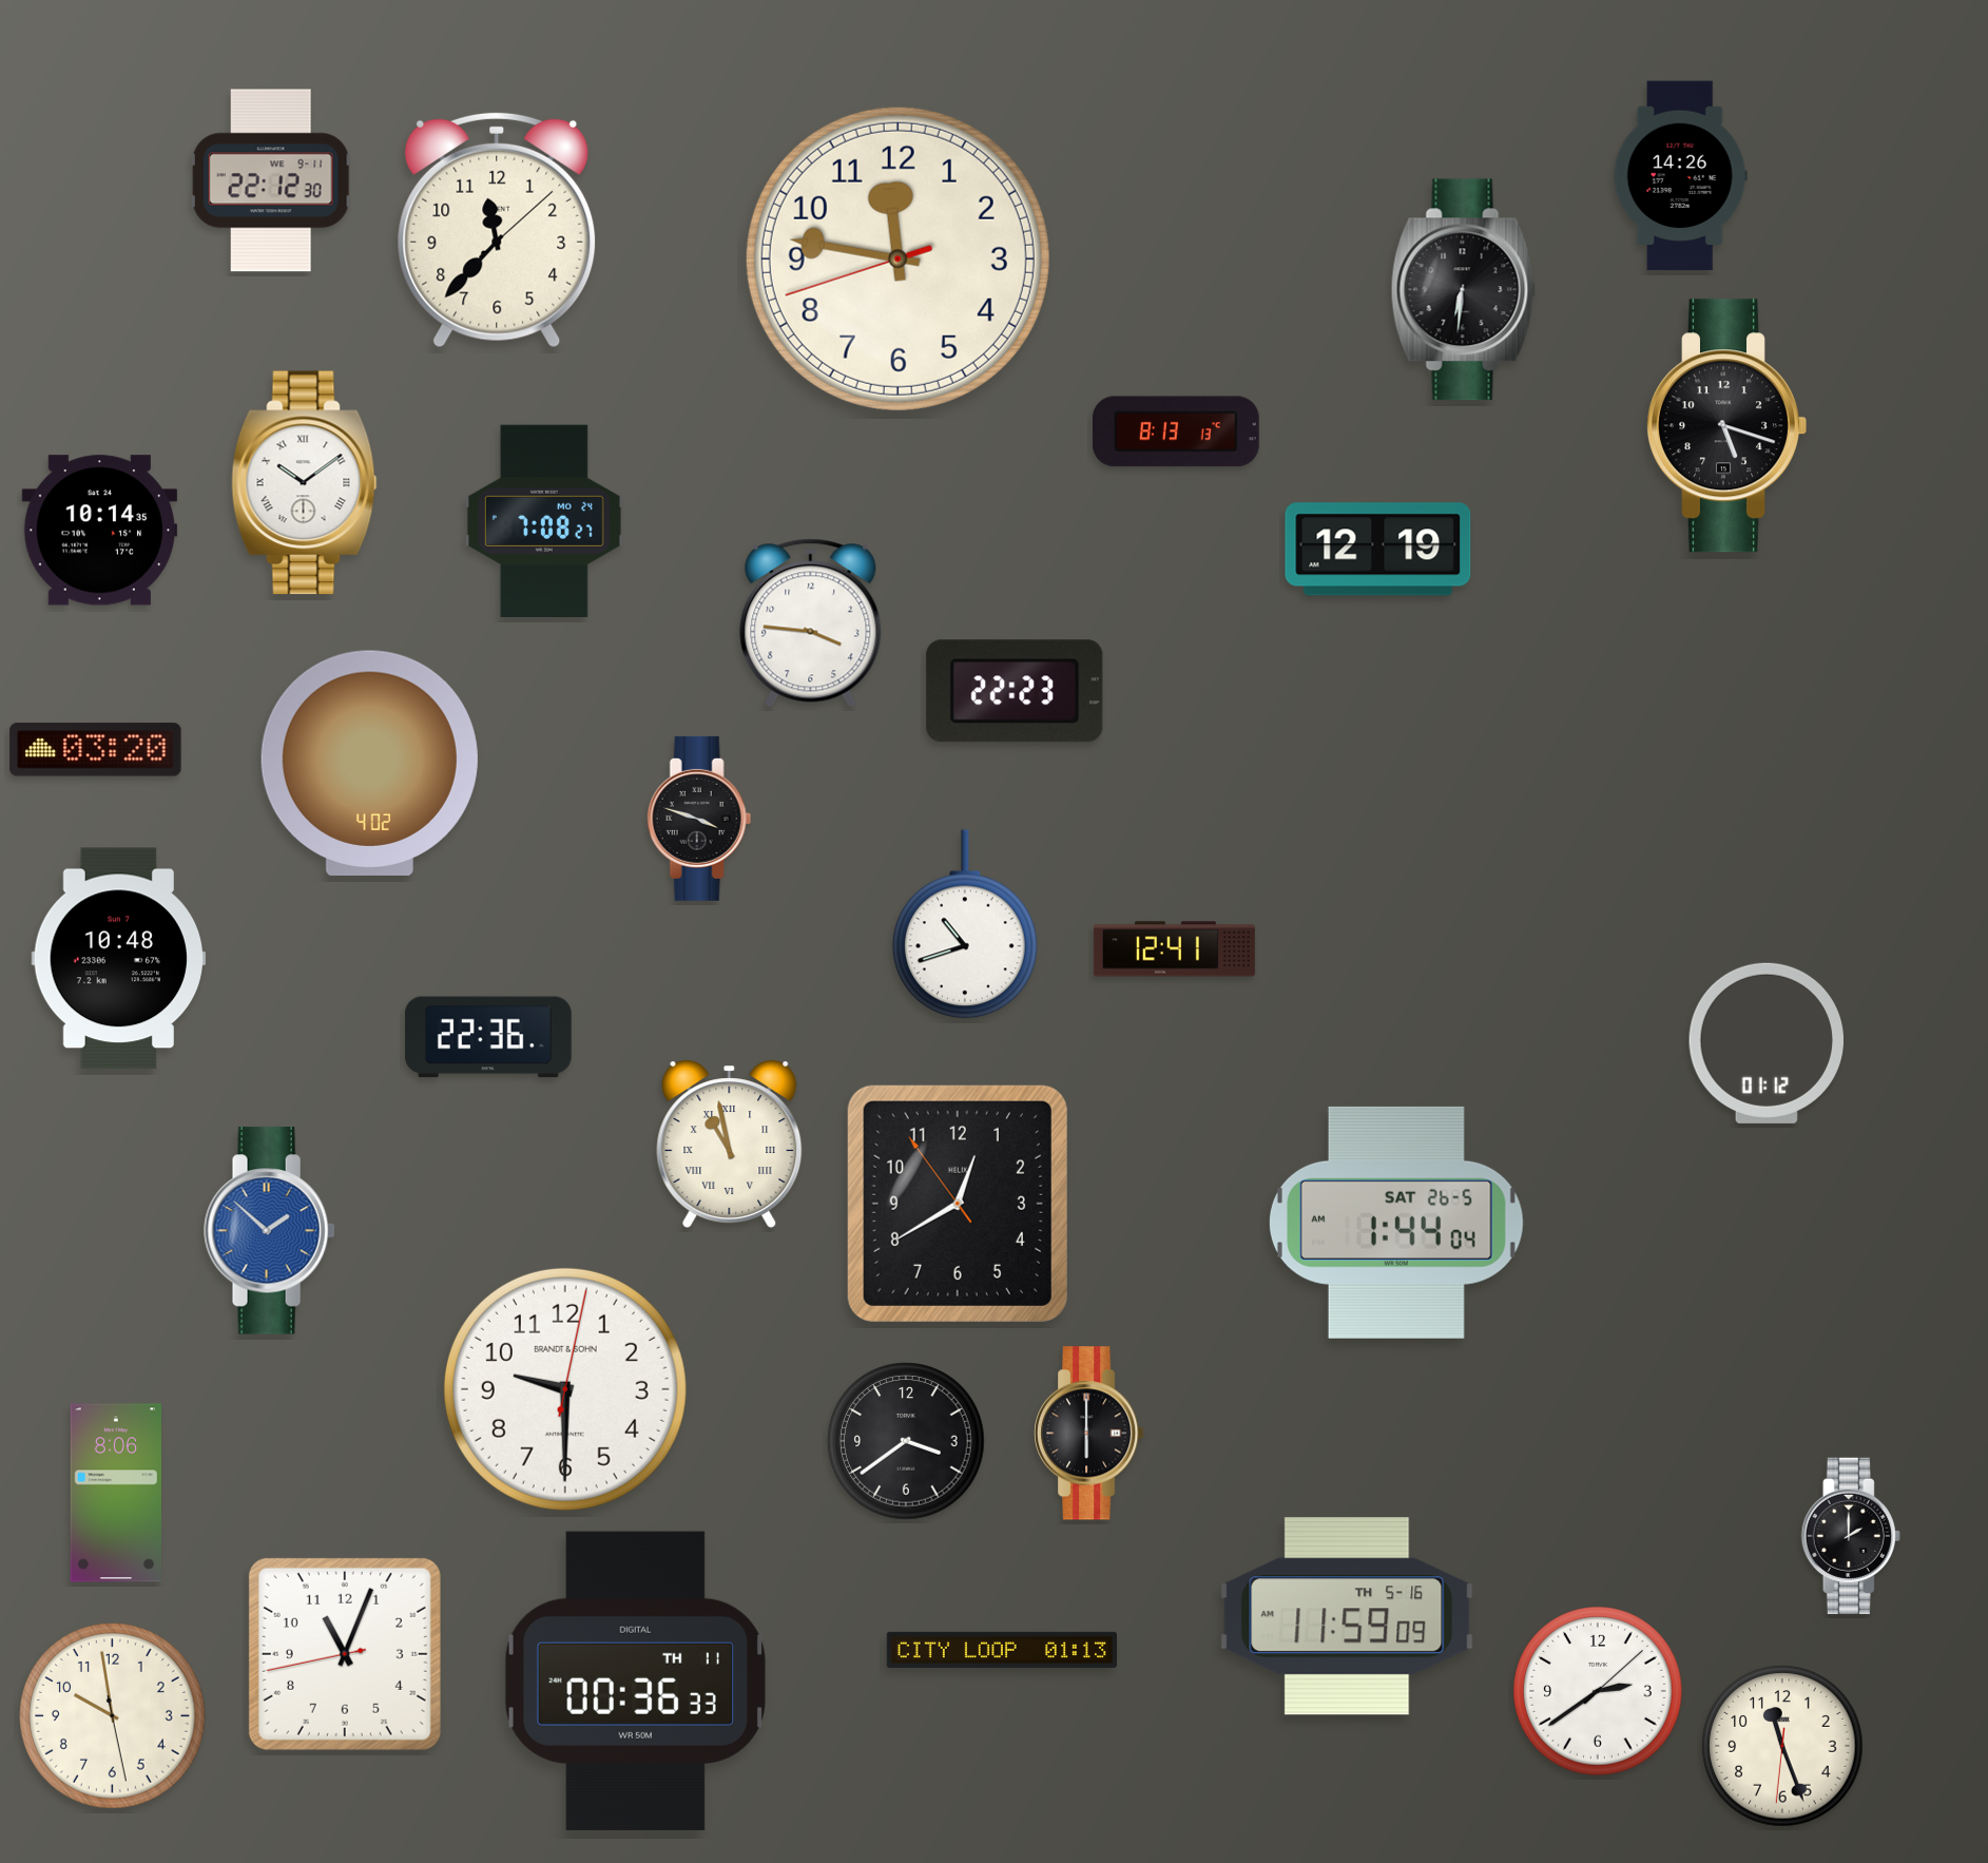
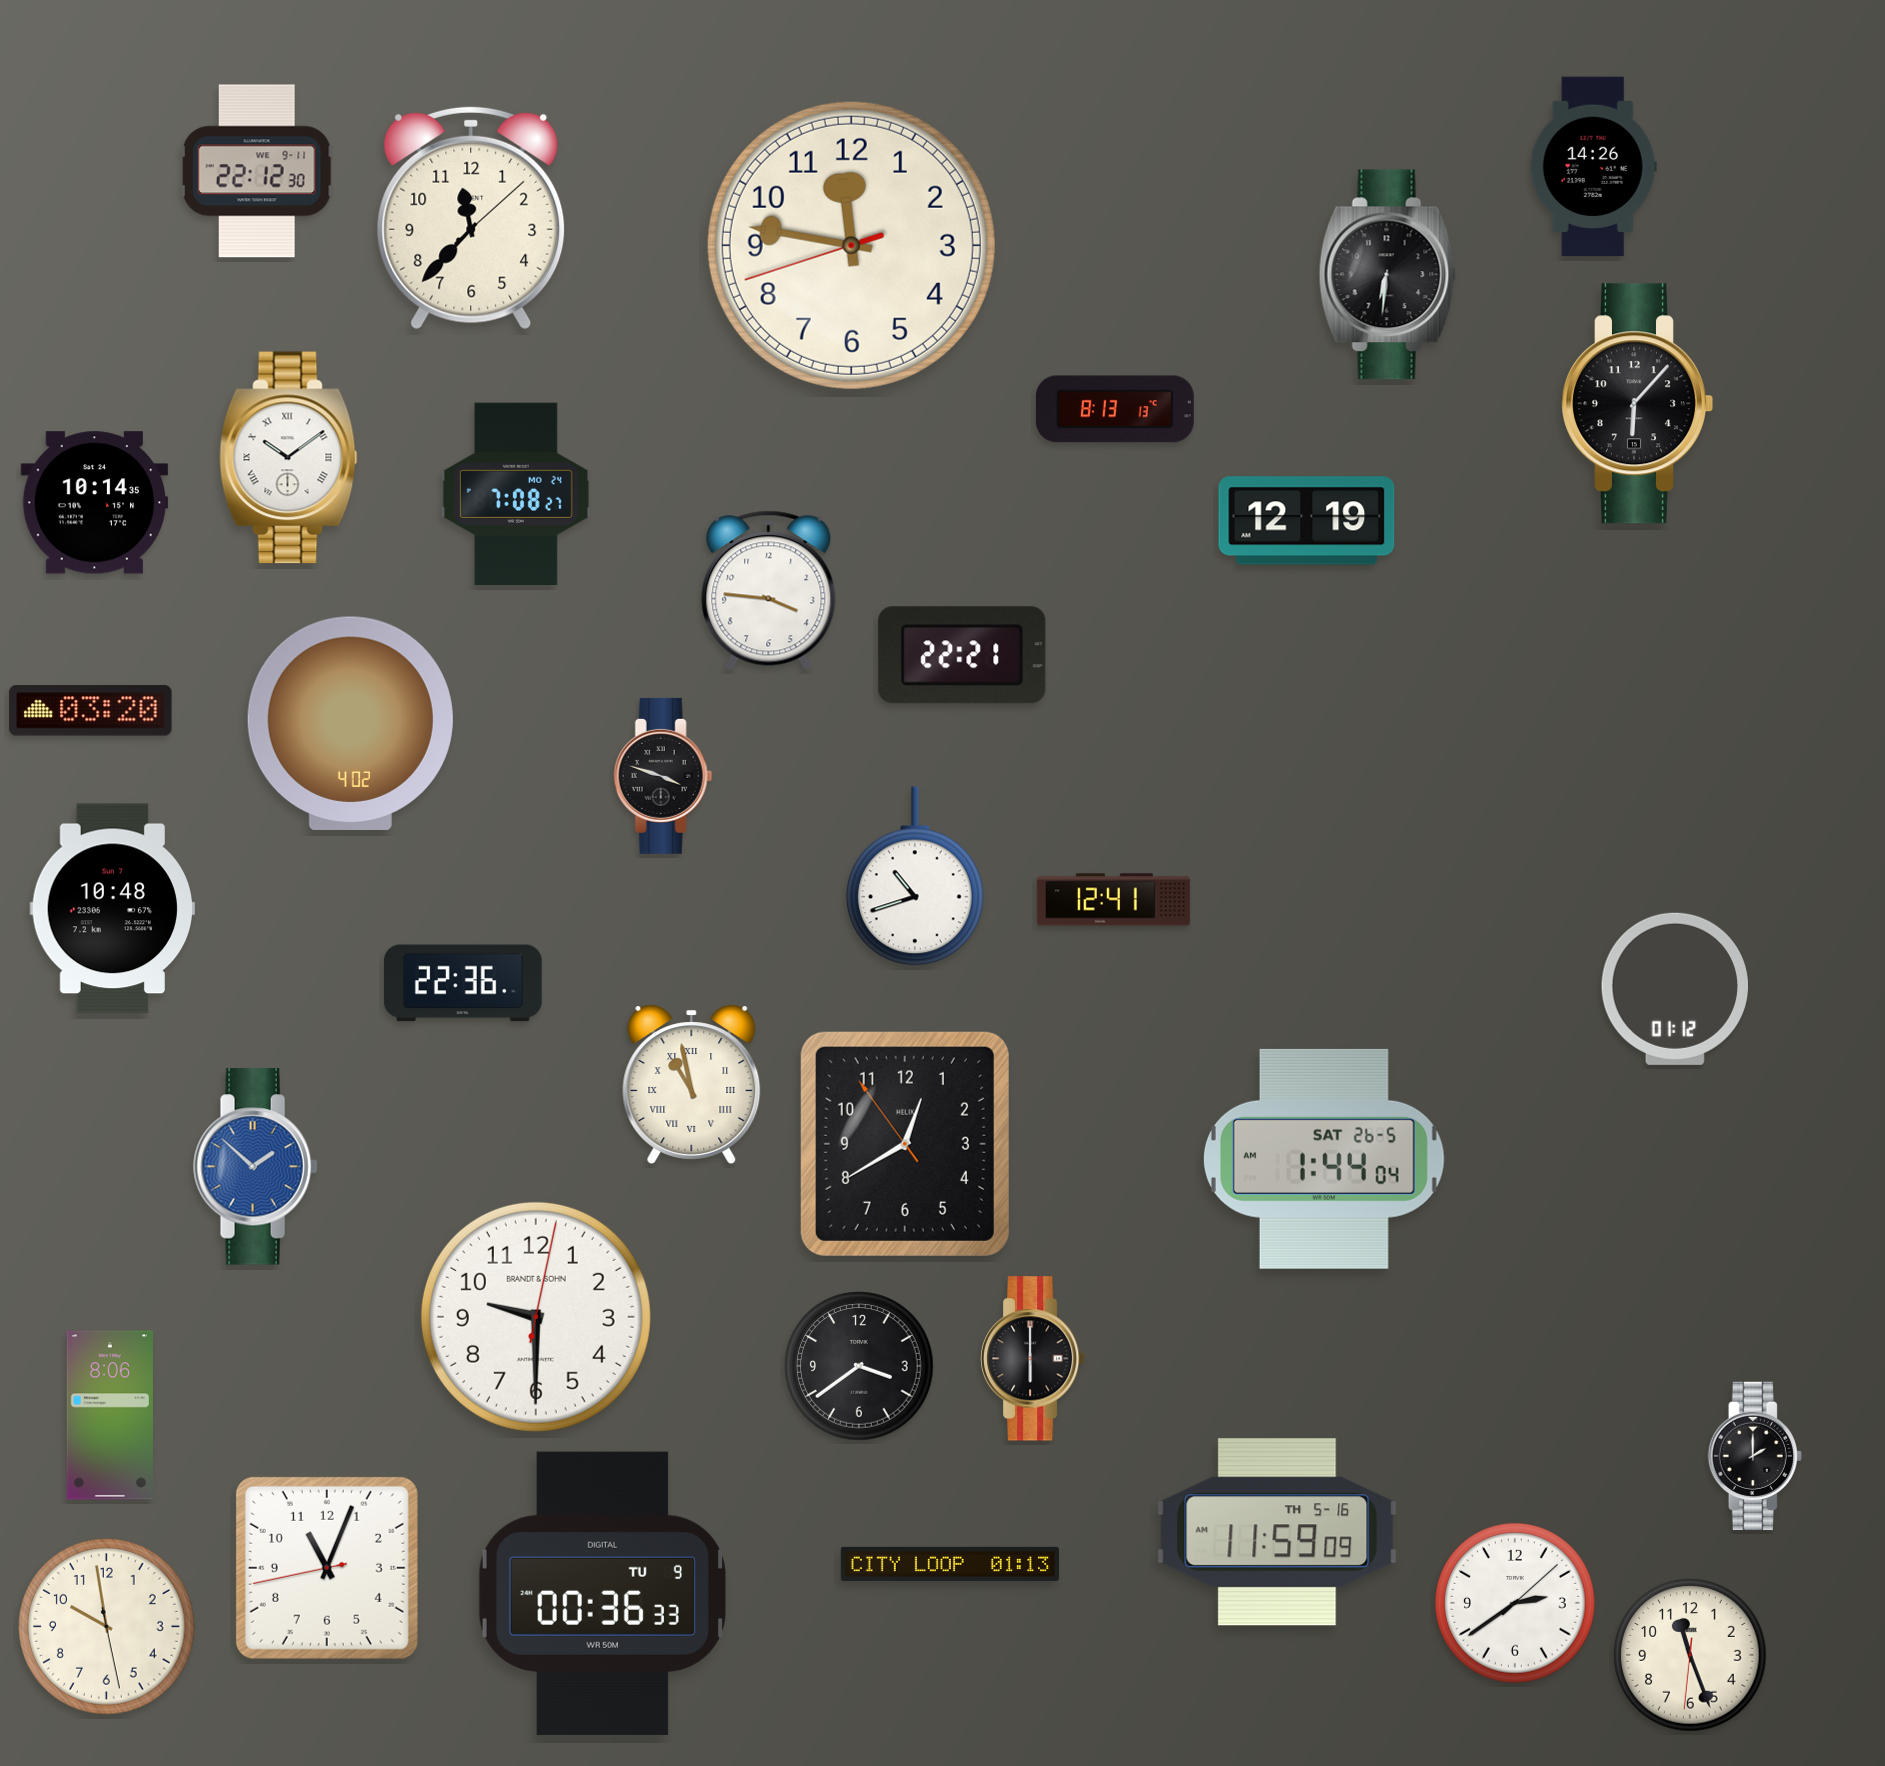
clock at (1728, 426): 5:18 -> 6:07
clock at (1015, 691): 22:23 -> 22:21
clock at (958, 1204) position: (958, 1204) -> (905, 1144)
clock at (635, 1680) date: TH 11 -> TU 9
